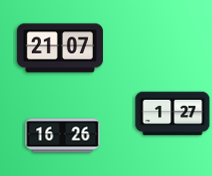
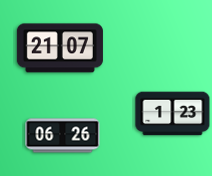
clock at (173, 114): 1:27 -> 1:23
clock at (63, 136): 16:26 -> 06:26
